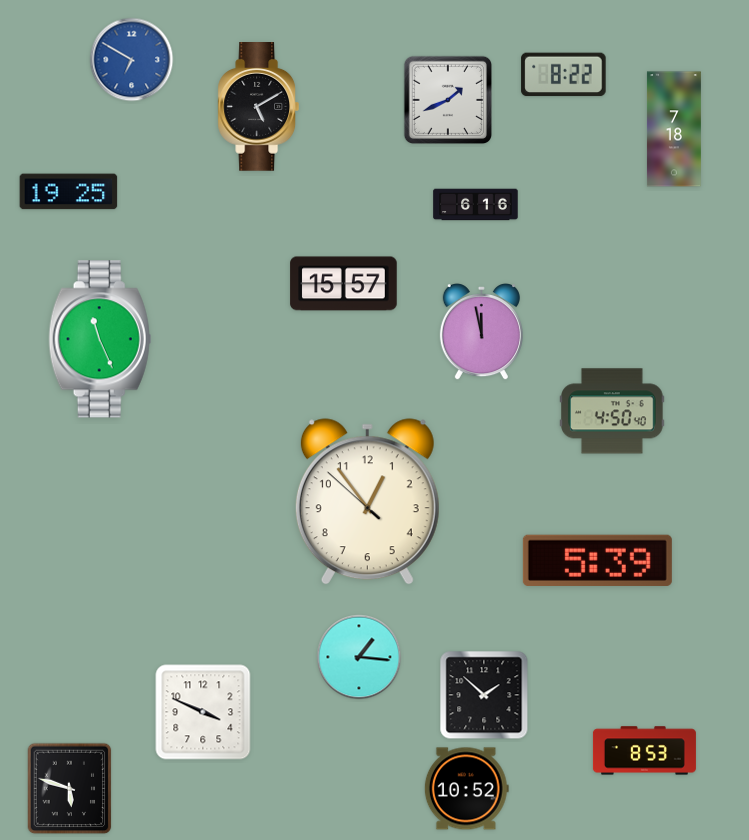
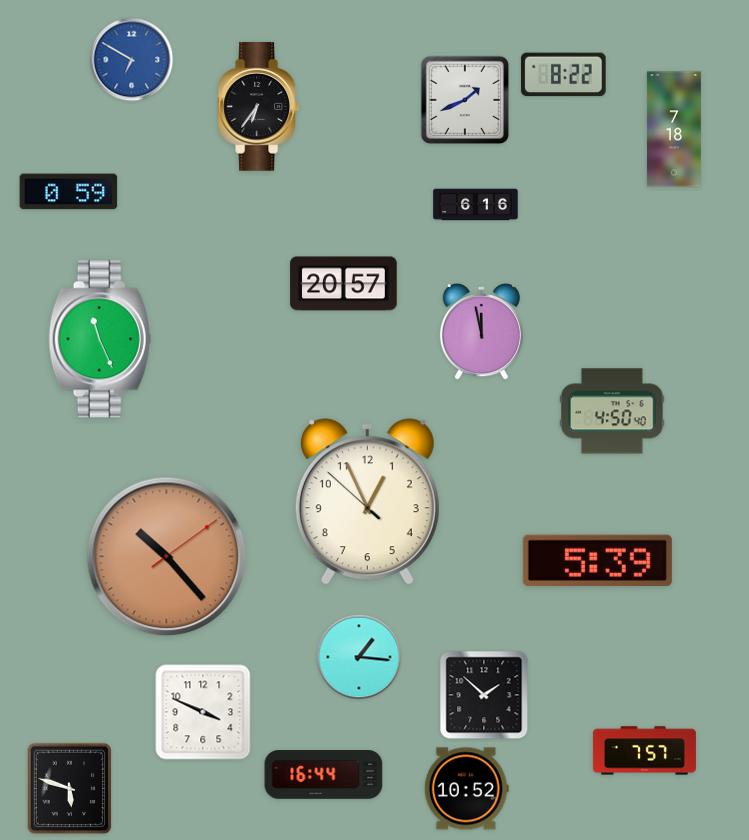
clock at (447, 99) position: (447, 99) -> (464, 99)
clock at (259, 107): 5:10 -> 6:36
clock at (69, 192): 19:25 -> 0:59
clock at (344, 284): 15:57 -> 20:57
clock at (367, 502): 12:53 -> 12:55
clock at (167, 557): none -> 10:23
clock at (644, 751): 8:53 -> 7:57
clock at (324, 775): none -> 16:44
